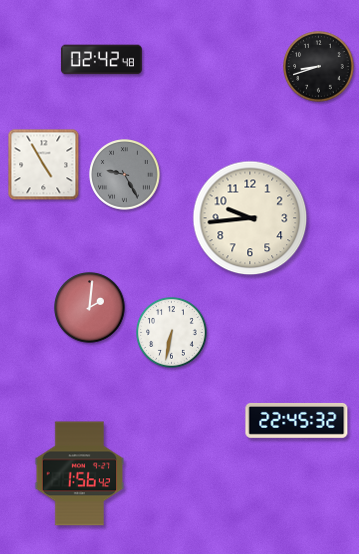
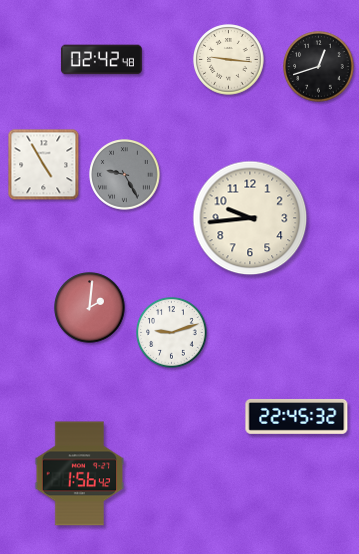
clock at (229, 60): none -> 9:16
clock at (319, 67): 8:42 -> 12:42
clock at (172, 333): 6:32 -> 9:12
clock at (297, 420) position: (297, 420) -> (297, 416)
